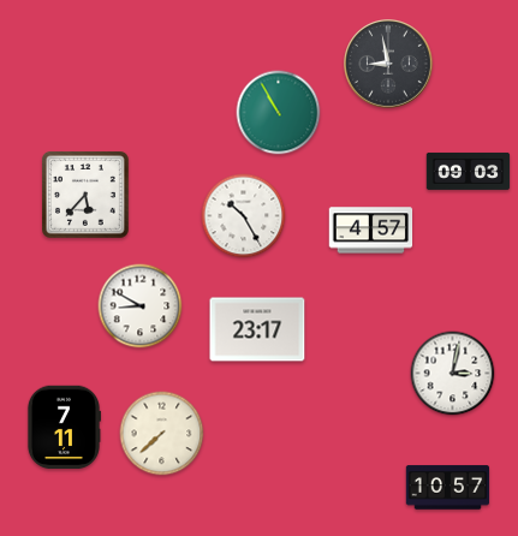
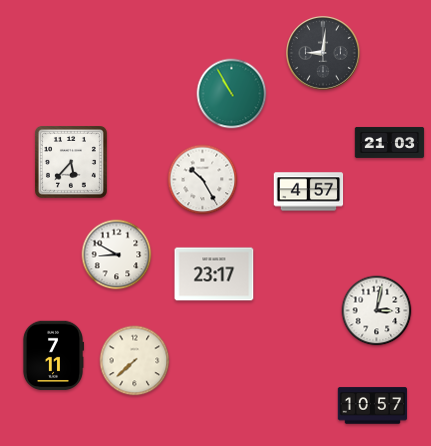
clock at (389, 65): 8:58 -> 9:01
clock at (469, 171): 09:03 -> 21:03
